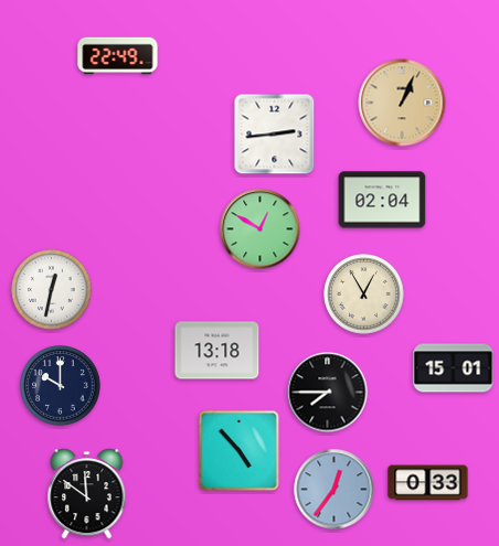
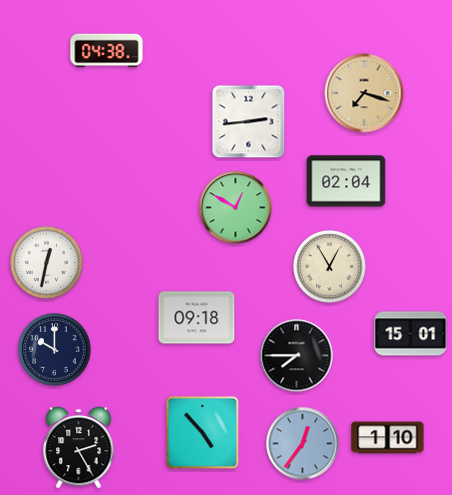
clock at (118, 56): 22:49 -> 04:38
clock at (402, 103): 1:04 -> 7:18
clock at (217, 351): 13:18 -> 09:18
clock at (238, 450) position: (238, 450) -> (202, 432)
clock at (428, 483): 0:33 -> 1:10
clock at (87, 494): 11:51 -> 2:25
